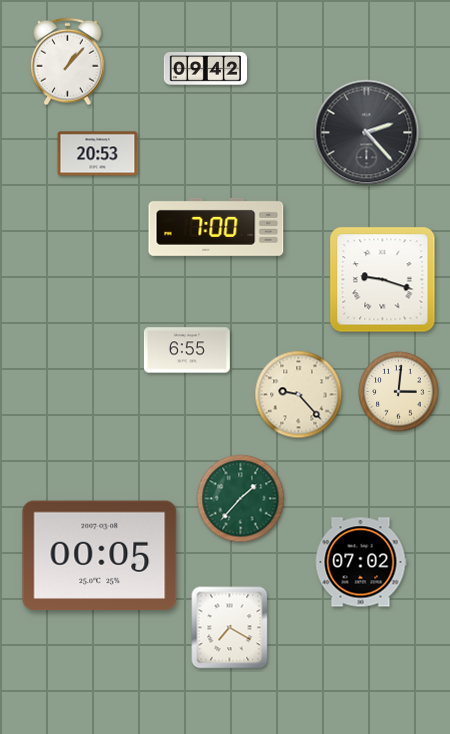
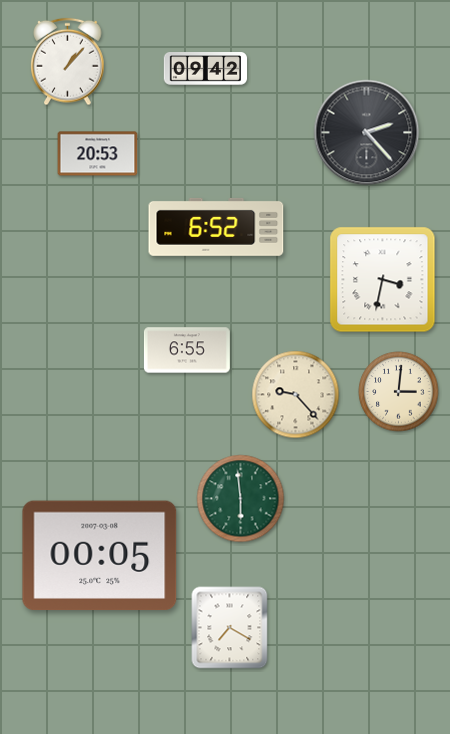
clock at (216, 227): 7:00 -> 6:52
clock at (383, 280): 9:18 -> 3:32
clock at (299, 395) position: (299, 395) -> (296, 395)
clock at (241, 499): 1:37 -> 5:59
clock at (361, 562): 07:02 -> none
